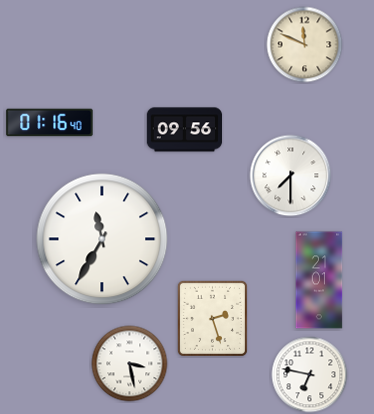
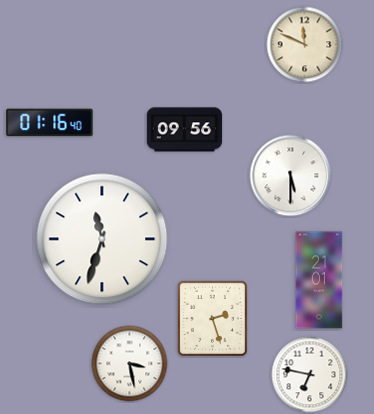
clock at (291, 176): 7:30 -> 5:30
clock at (102, 239): 11:35 -> 11:33
